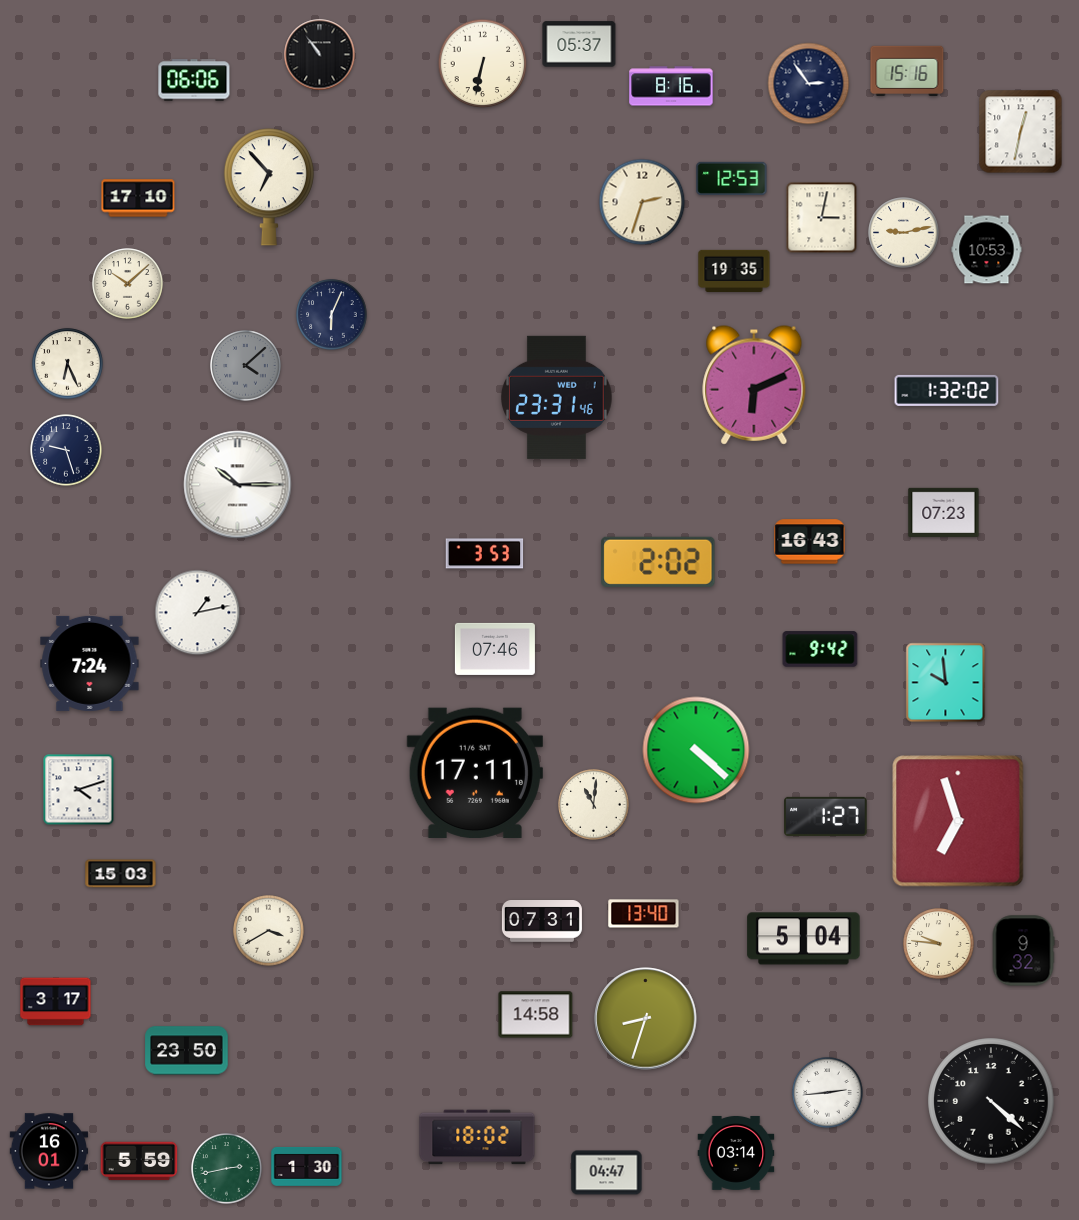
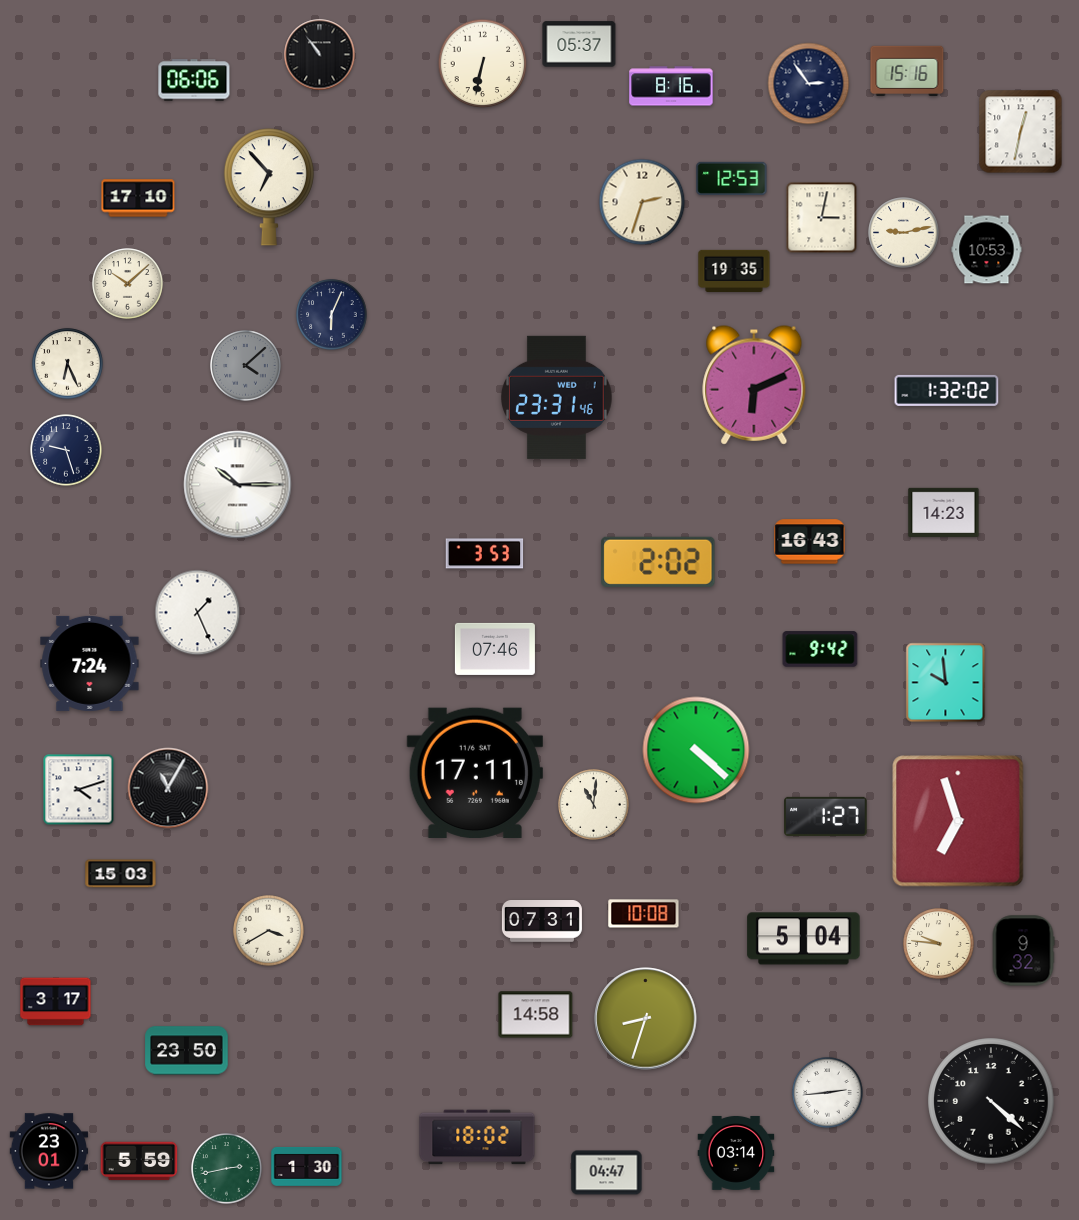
clock at (944, 512): 07:23 -> 14:23
clock at (198, 613): 1:13 -> 1:26
clock at (168, 788): none -> 11:05
clock at (644, 914): 13:40 -> 10:08
clock at (49, 1151): 16:01 -> 23:01
